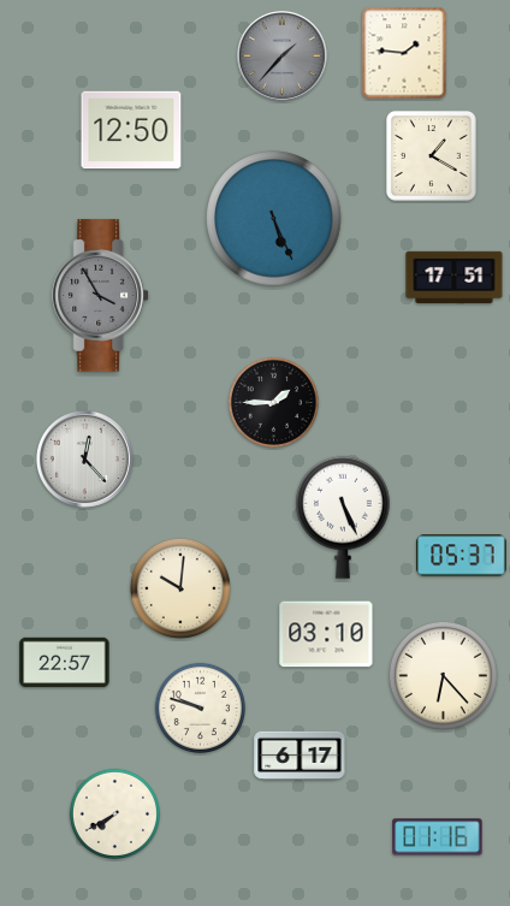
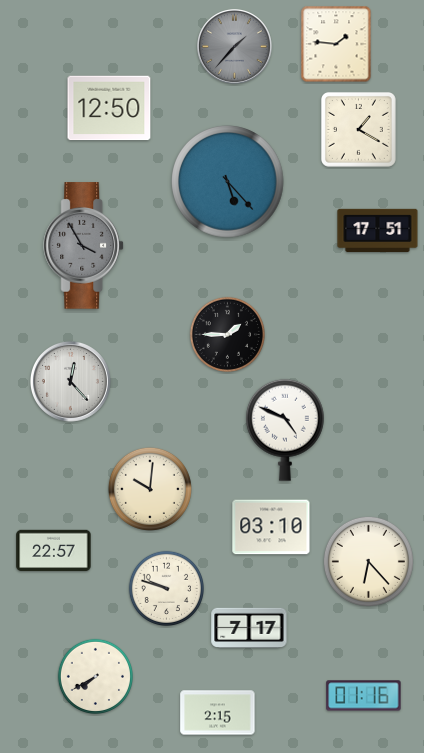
clock at (274, 219): 5:26 -> 5:23
clock at (343, 517): 5:26 -> 4:49
clock at (462, 556): 05:37 -> none
clock at (300, 754): 6:17 -> 7:17
clock at (218, 713): none -> 2:15
